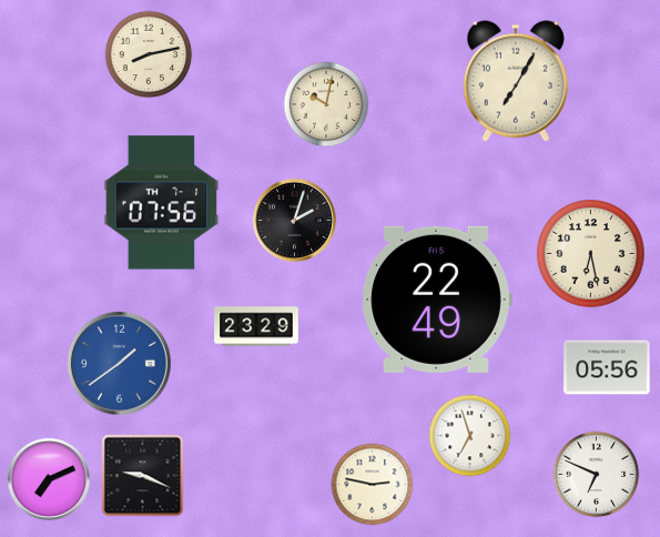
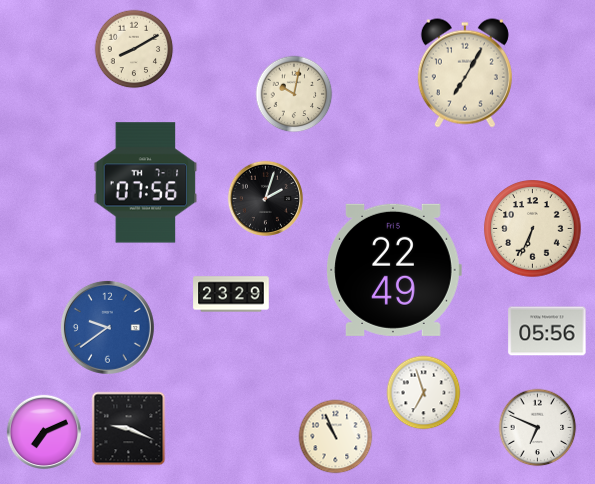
clock at (149, 54): 8:13 -> 8:10
clock at (591, 254): 6:28 -> 6:34
clock at (119, 363): 1:39 -> 9:39
clock at (373, 485): 2:47 -> 10:56
